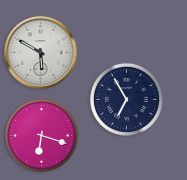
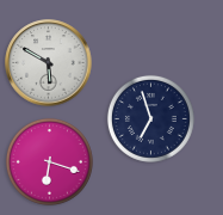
clock at (126, 99): 6:55 -> 6:57
